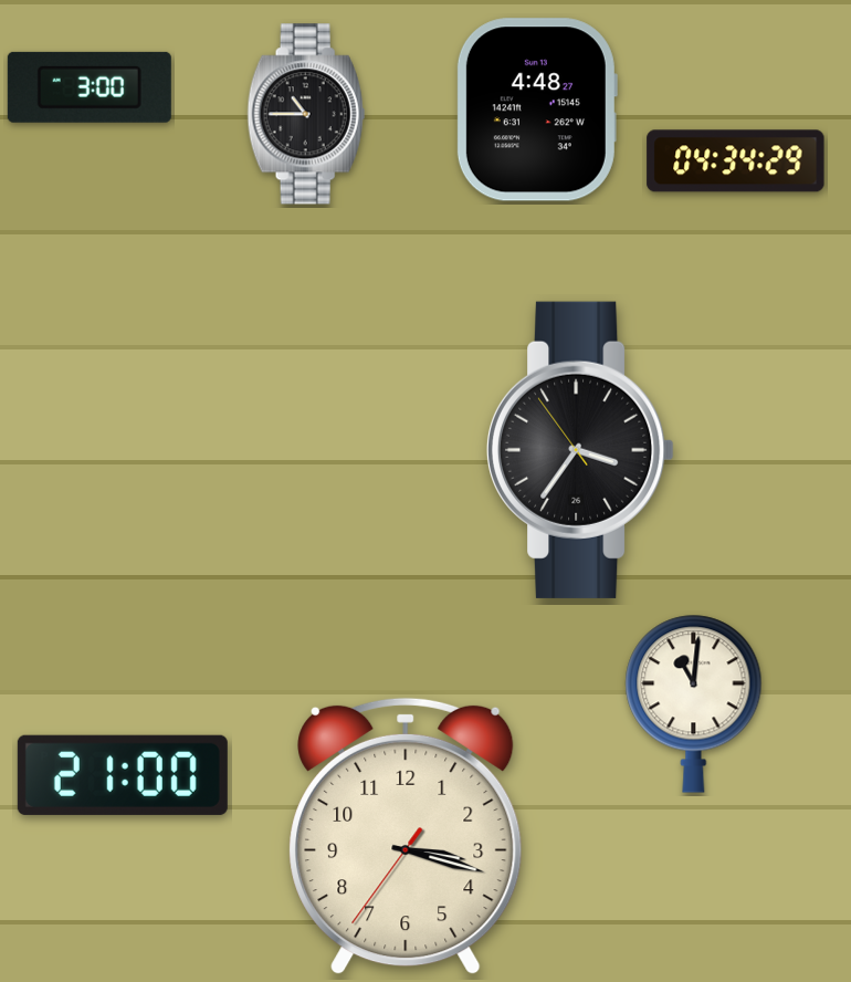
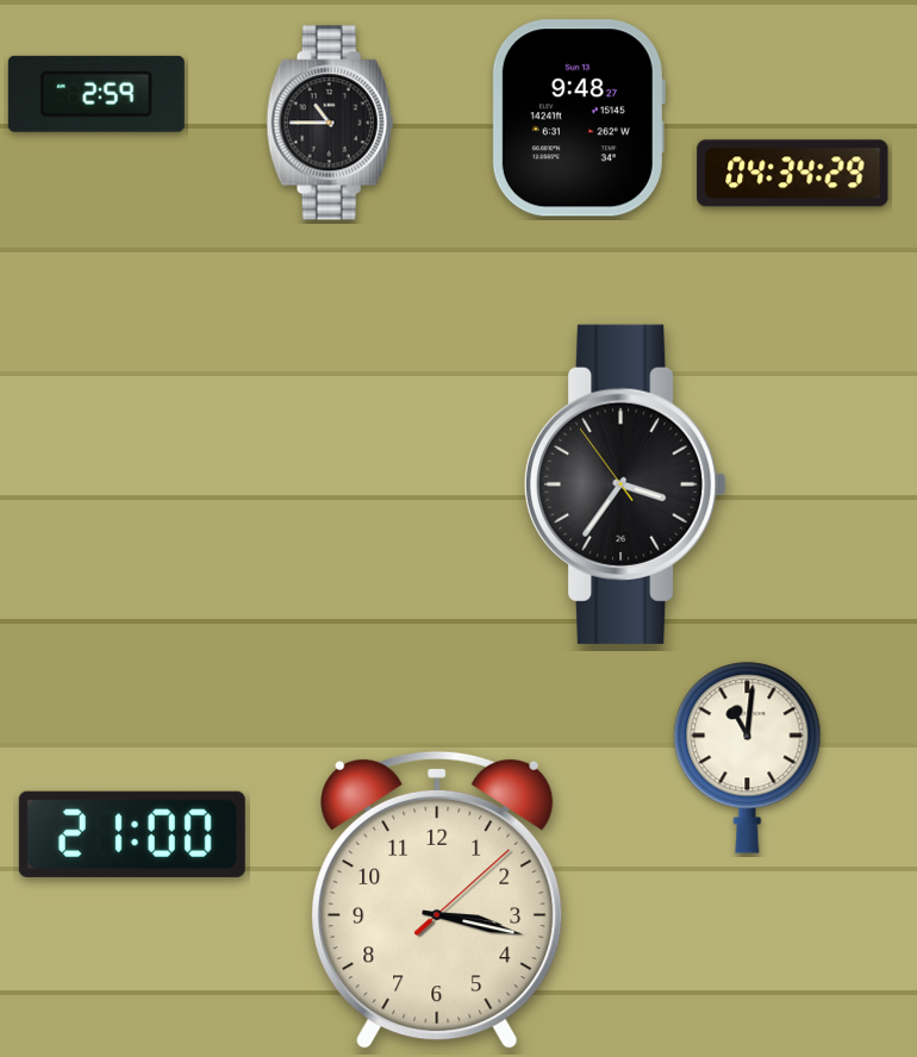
clock at (90, 87): 3:00 -> 2:59
clock at (537, 109): 4:48 -> 9:48
clock at (406, 836): 3:17:36 -> 3:17:08
